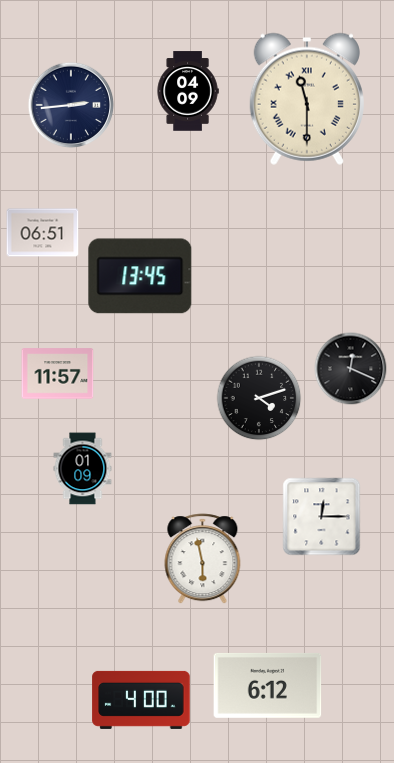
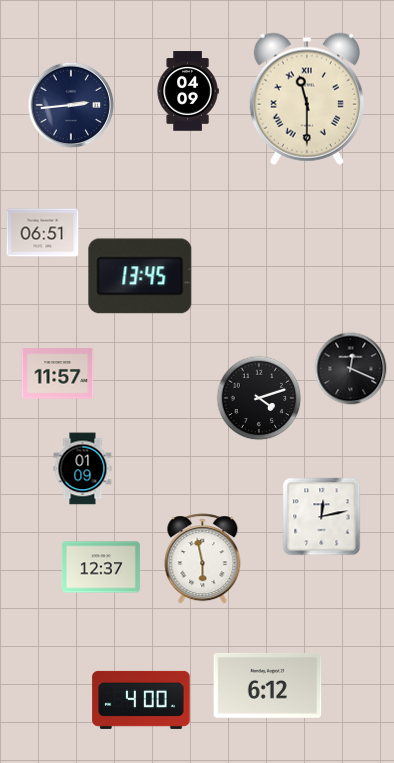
clock at (322, 517): 12:15 -> 12:13
clock at (101, 567): none -> 12:37
